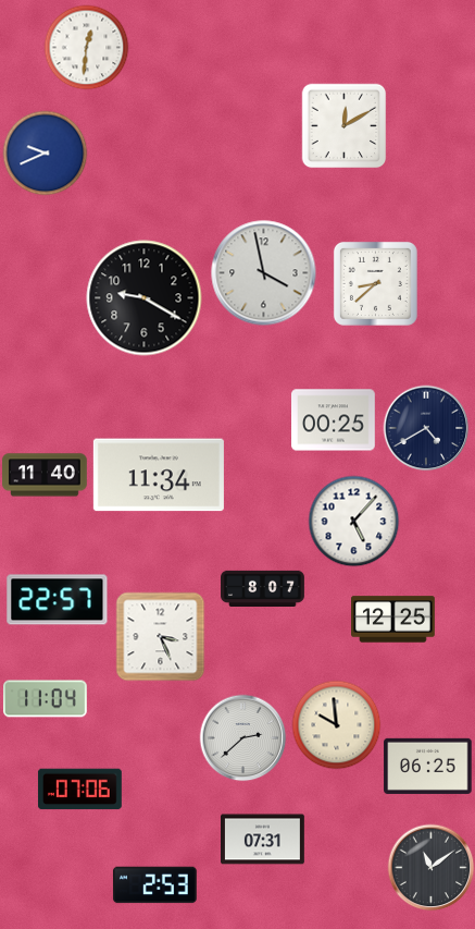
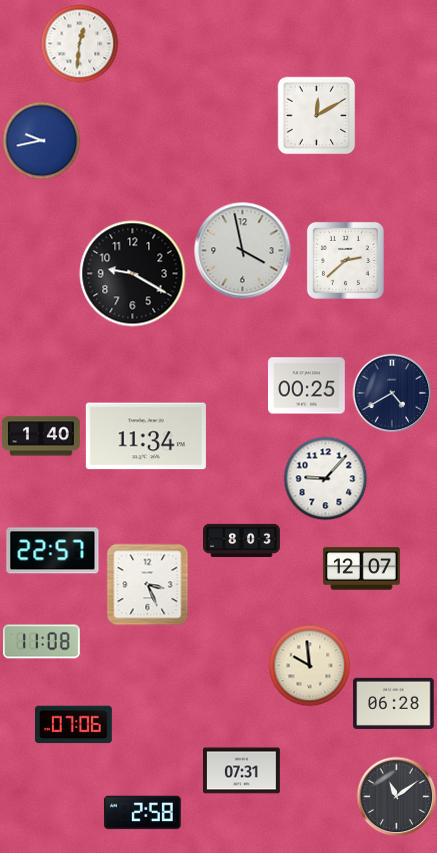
clock at (45, 152): 9:41 -> 9:43
clock at (375, 283): 8:38 -> 2:38
clock at (46, 475): 11:40 -> 1:40
clock at (353, 521): 5:07 -> 9:07
clock at (263, 588): 8:07 -> 8:03
clock at (393, 620): 12:25 -> 12:07
clock at (45, 699): 11:04 -> 11:08
clock at (242, 737): 2:38 -> none
clock at (428, 766): 06:25 -> 06:28
clock at (155, 885): 2:53 -> 2:58
